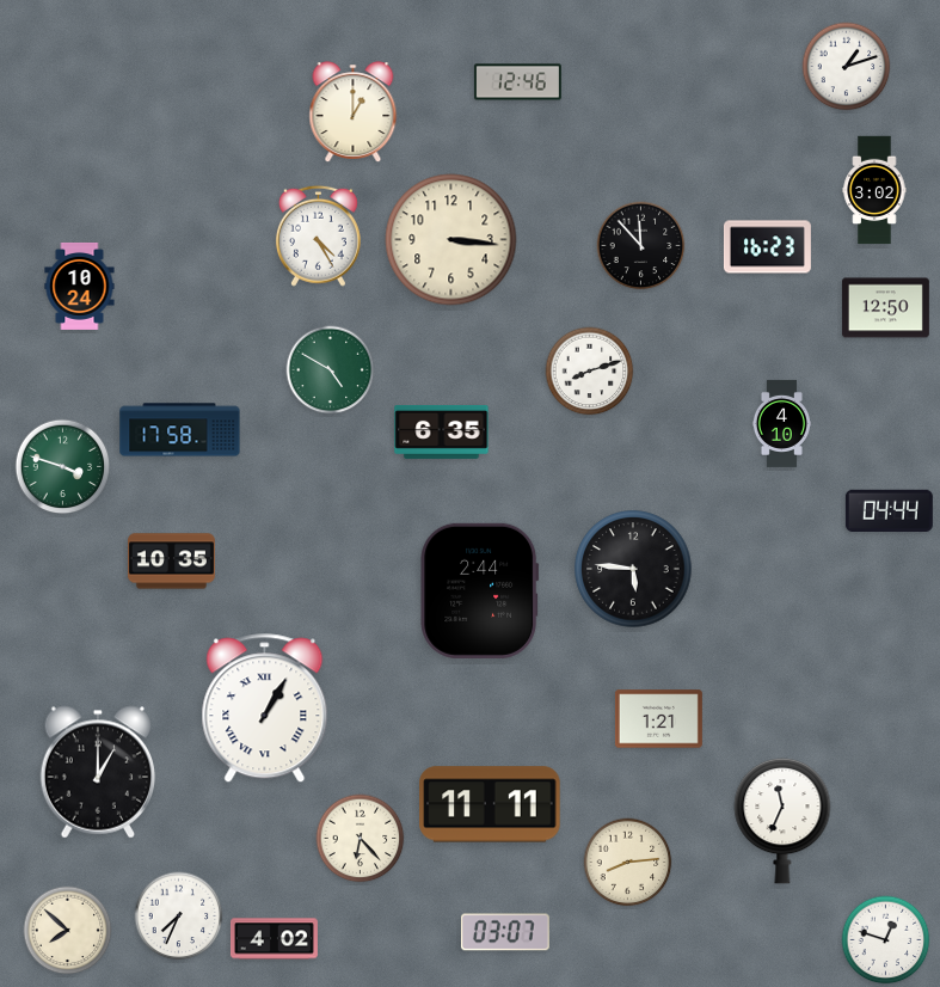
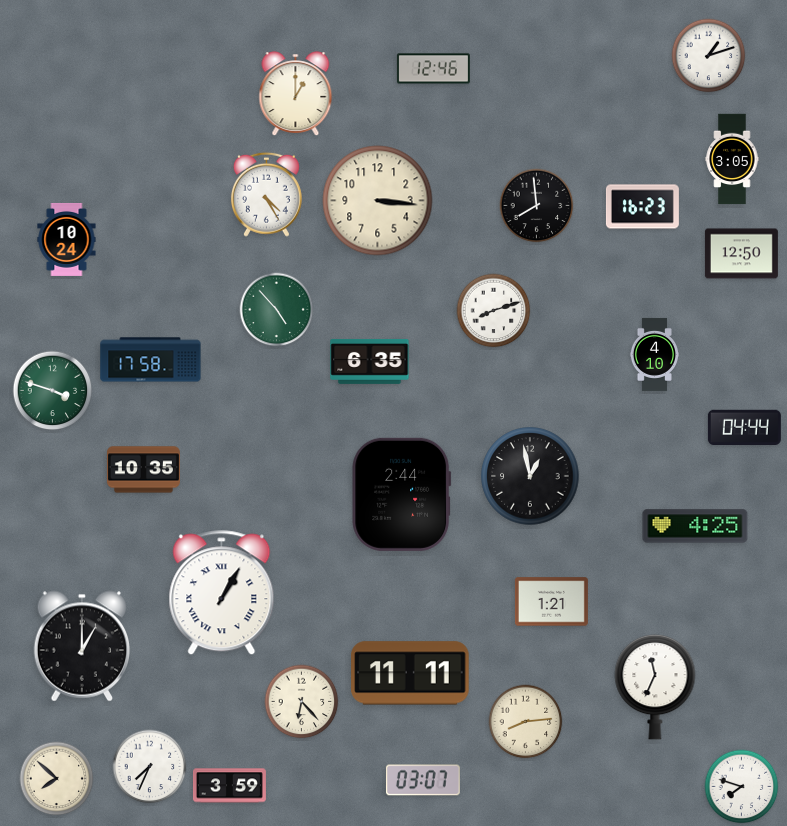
clock at (874, 190): 3:02 -> 3:05
clock at (318, 235) position: (318, 235) -> (266, 194)
clock at (641, 246): 11:53 -> 7:59
clock at (885, 308) position: (885, 308) -> (741, 254)
clock at (331, 370): 4:50 -> 4:53
clock at (633, 569): 5:46 -> 12:58
clock at (695, 526): none -> 4:25
clock at (274, 939): 4:02 -> 3:59
clock at (886, 940): 12:48 -> 7:48
